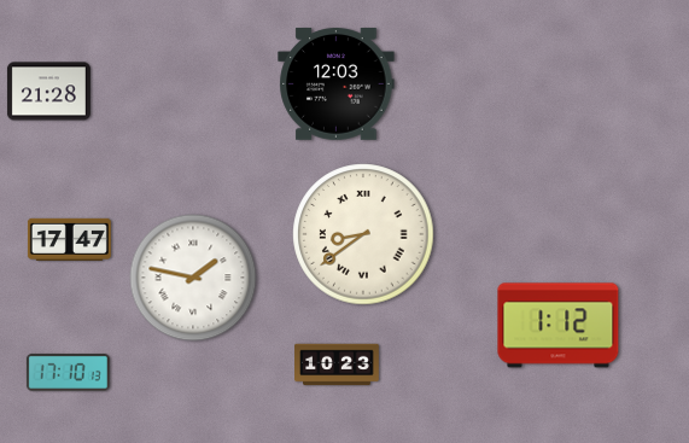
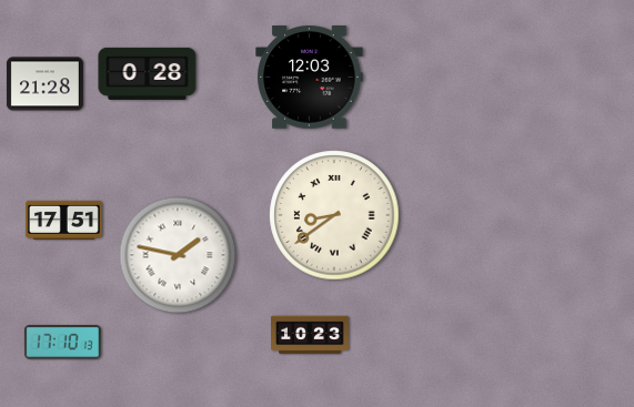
clock at (148, 73): none -> 0:28
clock at (69, 239): 17:47 -> 17:51
clock at (559, 326): 1:12 -> none
